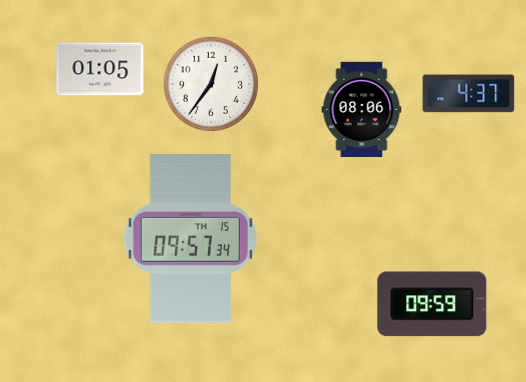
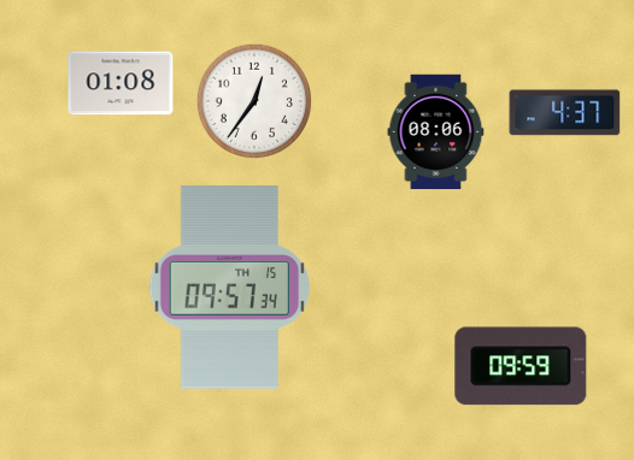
clock at (100, 69): 01:05 -> 01:08
